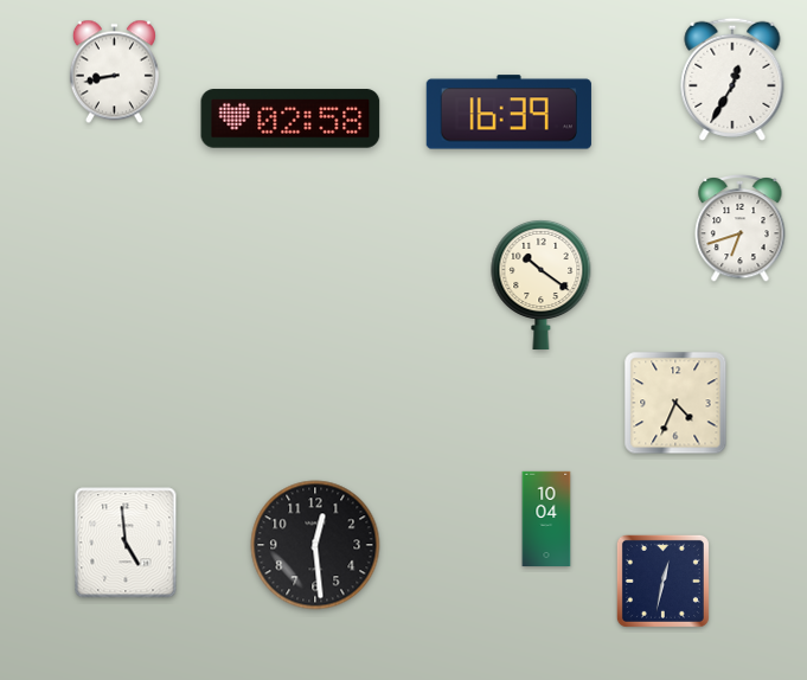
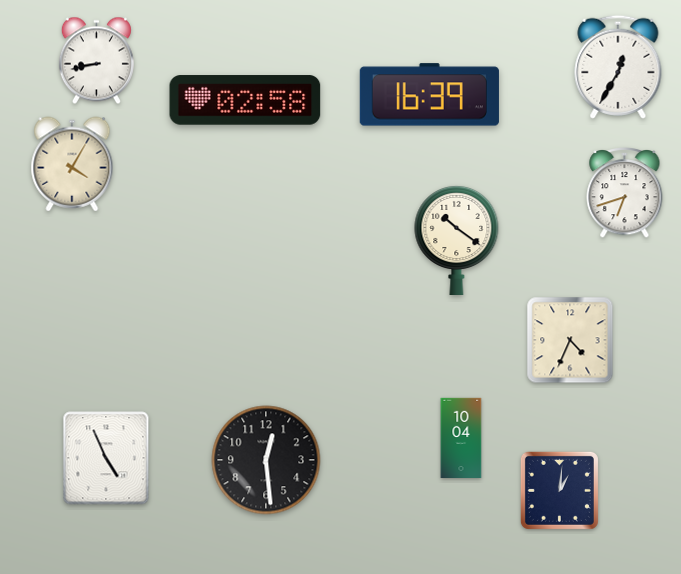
clock at (72, 164): none -> 4:05
clock at (126, 543): 4:59 -> 4:56
clock at (662, 580): 12:32 -> 1:01
